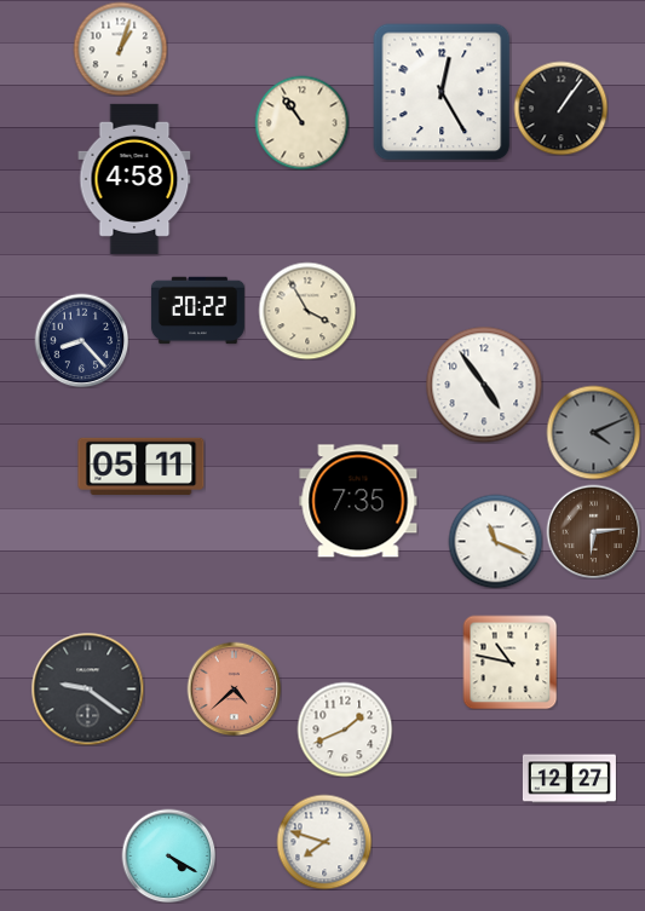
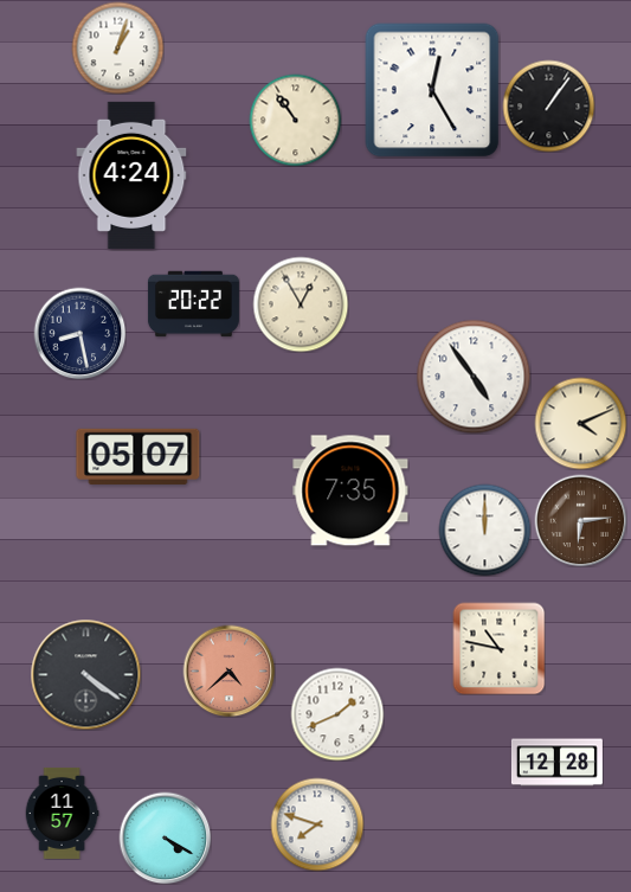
clock at (134, 179): 4:58 -> 4:24
clock at (307, 311): 3:55 -> 12:55
clock at (81, 340): 8:23 -> 8:28
clock at (593, 432) dial: grey -> cream
clock at (142, 466): 05:11 -> 05:07
clock at (495, 541): 11:19 -> 12:00
clock at (87, 688): 9:21 -> 4:21
clock at (234, 688) position: (234, 688) -> (228, 670)
clock at (569, 779): 12:27 -> 12:28
clock at (62, 813): none -> 11:57
